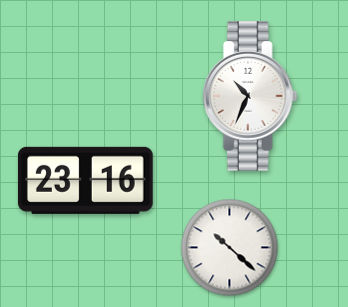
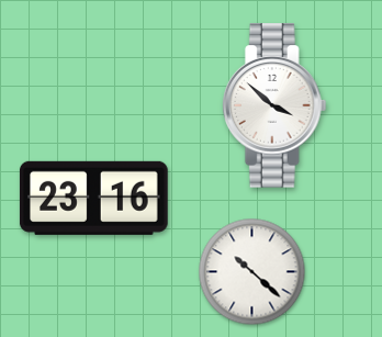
clock at (250, 96): 10:34 -> 3:52
